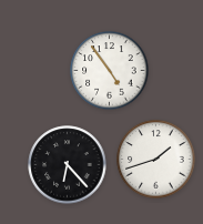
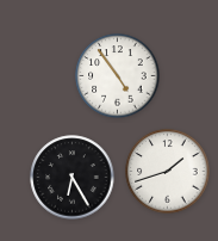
clock at (68, 165): 6:23 -> 6:25
